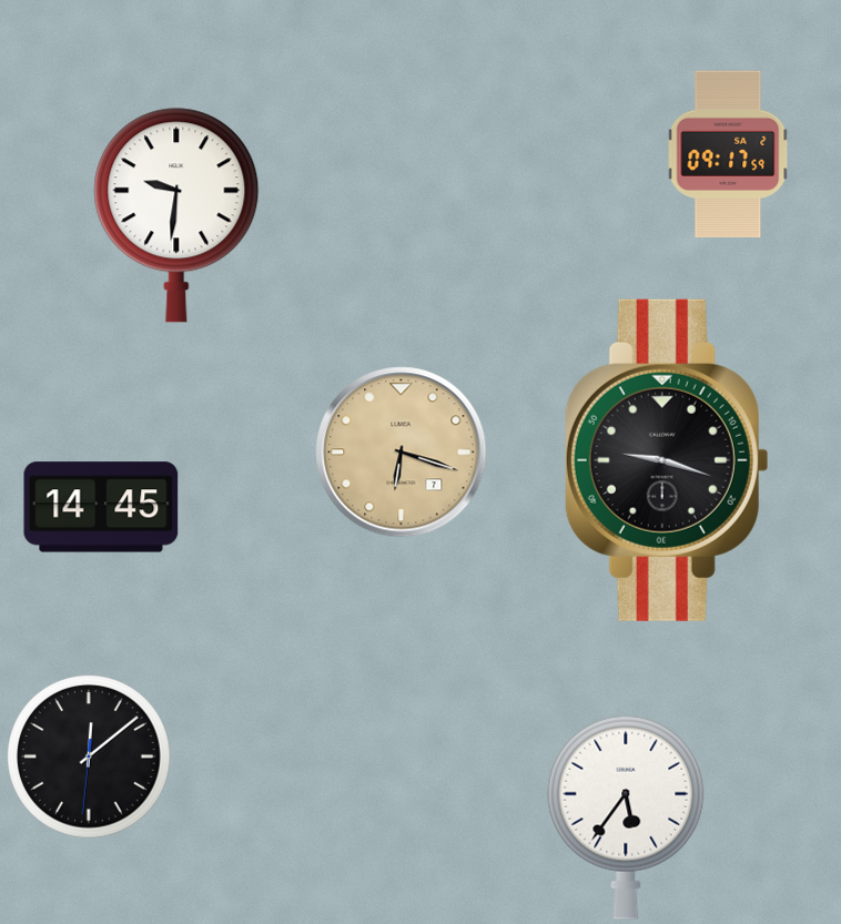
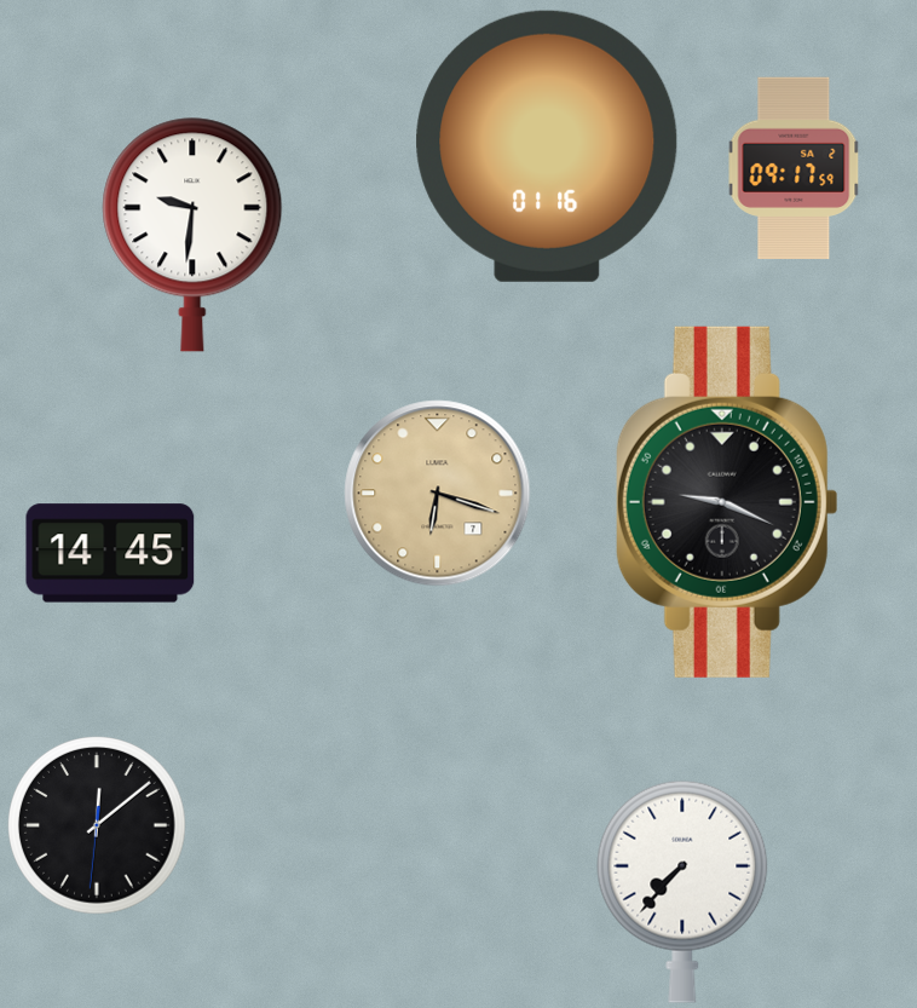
clock at (547, 146): none -> 01:16
clock at (667, 460): 9:18 -> 9:19
clock at (626, 818): 5:36 -> 7:37
